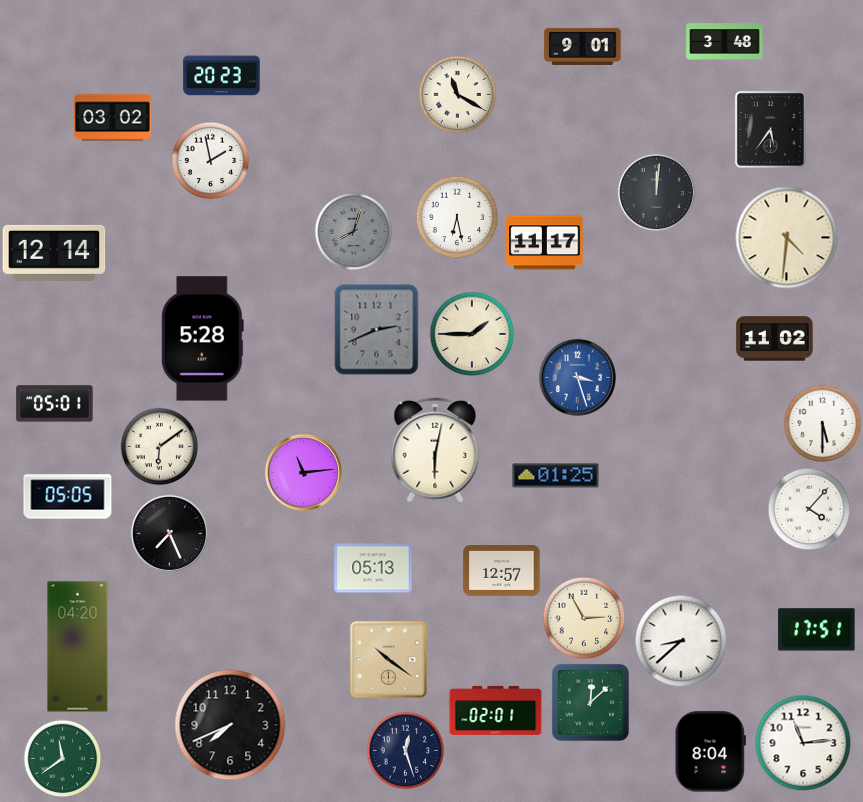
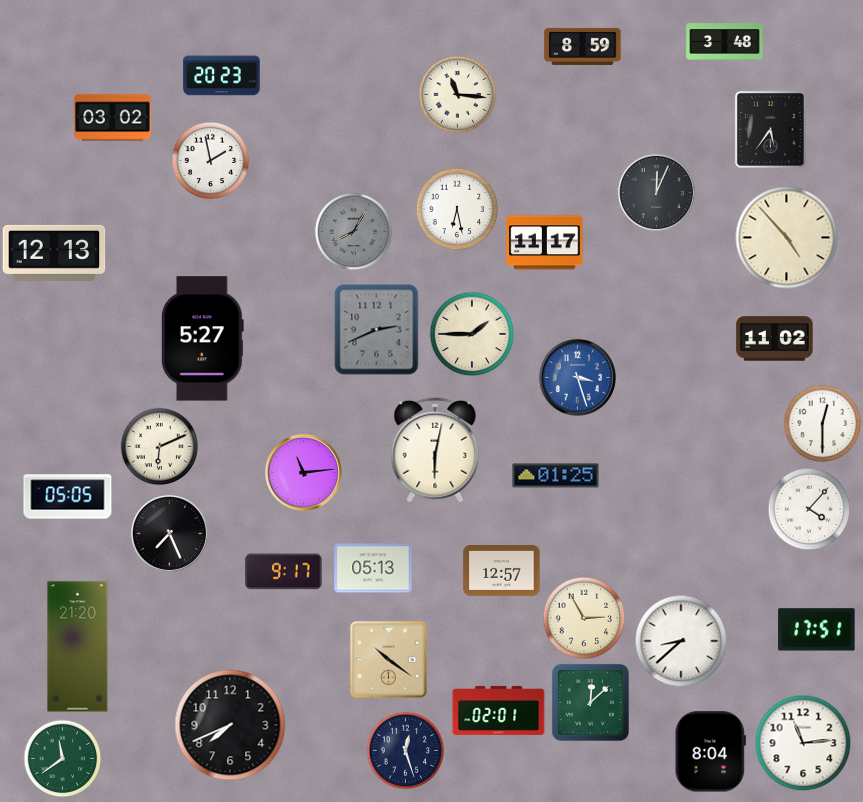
clock at (583, 46): 9:01 -> 8:59
clock at (457, 94): 11:20 -> 11:16
clock at (656, 192): 12:01 -> 12:04
clock at (457, 217) position: (457, 217) -> (457, 209)
clock at (353, 231): 8:03 -> 8:05
clock at (787, 238): 4:31 -> 4:53
clock at (54, 253): 12:14 -> 12:13
clock at (202, 339): 5:28 -> 5:27
clock at (55, 404): 05:01 -> none
clock at (822, 423): 5:30 -> 12:30
clock at (159, 446): 6:09 -> 6:11
clock at (284, 572): none -> 9:17
clock at (78, 647): 04:20 -> 21:20
clock at (496, 710) position: (496, 710) -> (499, 710)
